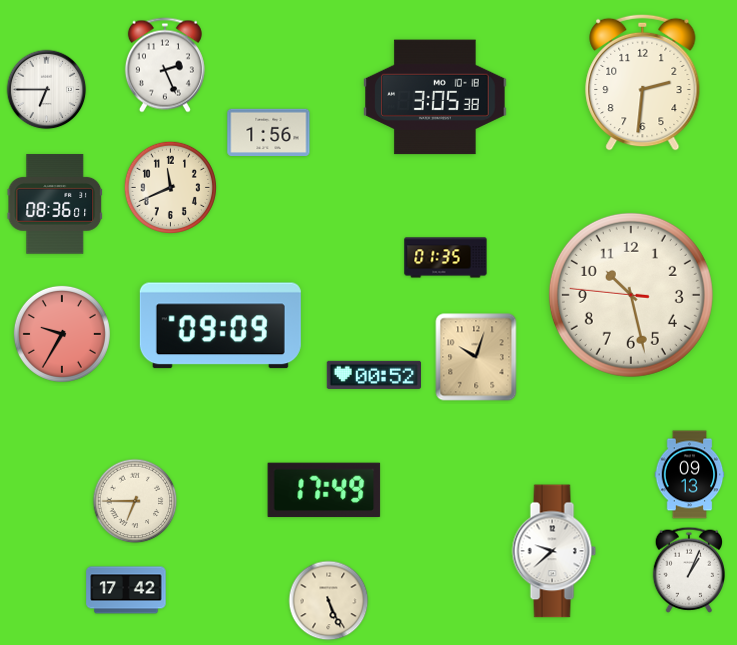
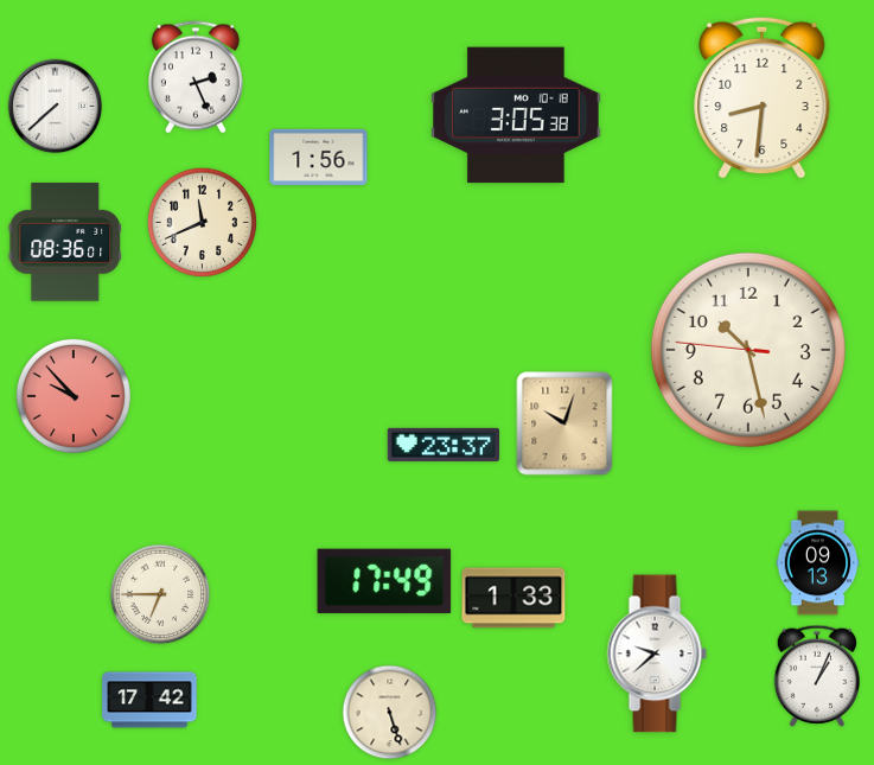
clock at (643, 82): 2:31 -> 8:31
clock at (47, 90): 6:45 -> 7:38
clock at (446, 258): 01:35 -> none
clock at (220, 326): 09:09 -> none
clock at (62, 334): 9:35 -> 9:53
clock at (373, 375): 00:52 -> 23:37
clock at (513, 598): none -> 1:33
clock at (329, 601): 5:26 -> 5:27
